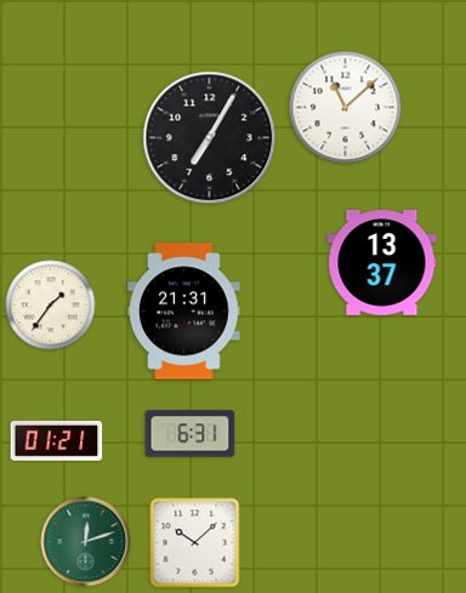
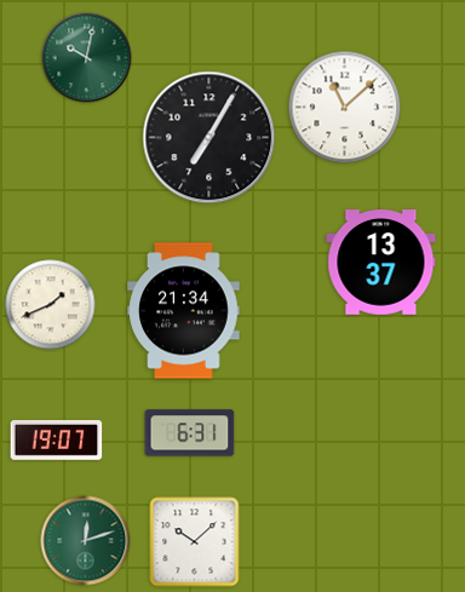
clock at (87, 58): none -> 10:02
clock at (51, 306): 1:36 -> 1:41
clock at (184, 312): 21:31 -> 21:34
clock at (57, 440): 01:21 -> 19:07
